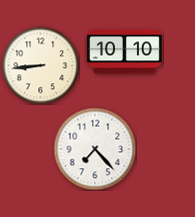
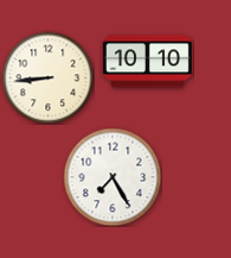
clock at (95, 149): 7:23 -> 7:25
